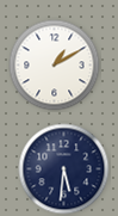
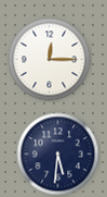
clock at (55, 66): 1:10 -> 12:15
